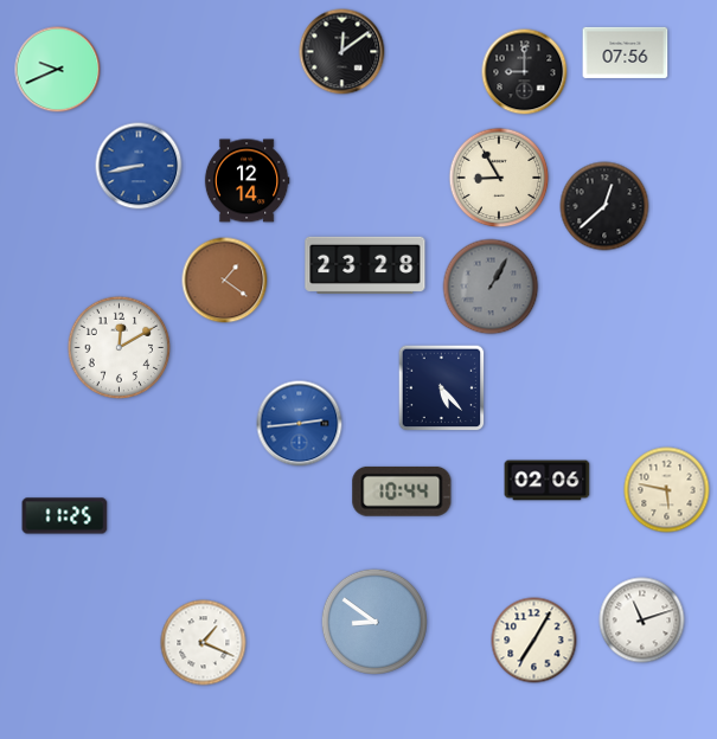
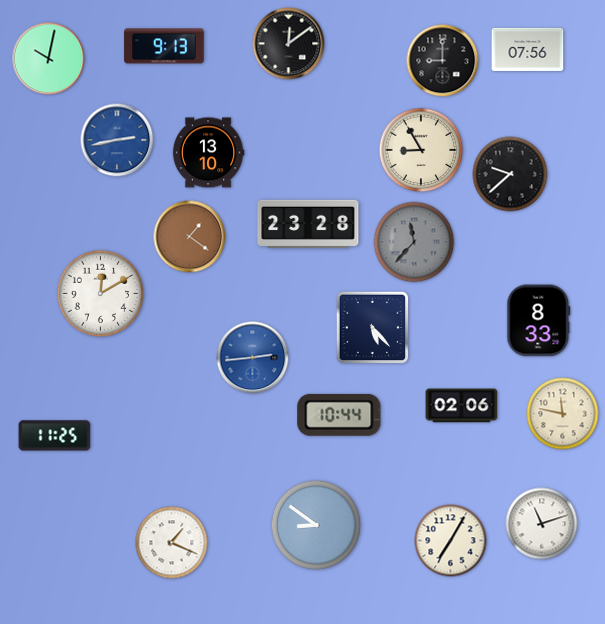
clock at (626, 52) position: (626, 52) -> (528, 49)
clock at (164, 46): none -> 9:13
clock at (58, 70): 9:41 -> 10:02
clock at (139, 166): 8:43 -> 2:43
clock at (247, 181): 12:14 -> 13:10
clock at (604, 206): 12:38 -> 9:38
clock at (491, 287): 1:05 -> 11:37
clock at (539, 321): none -> 8:33
clock at (667, 490): 5:47 -> 11:47
